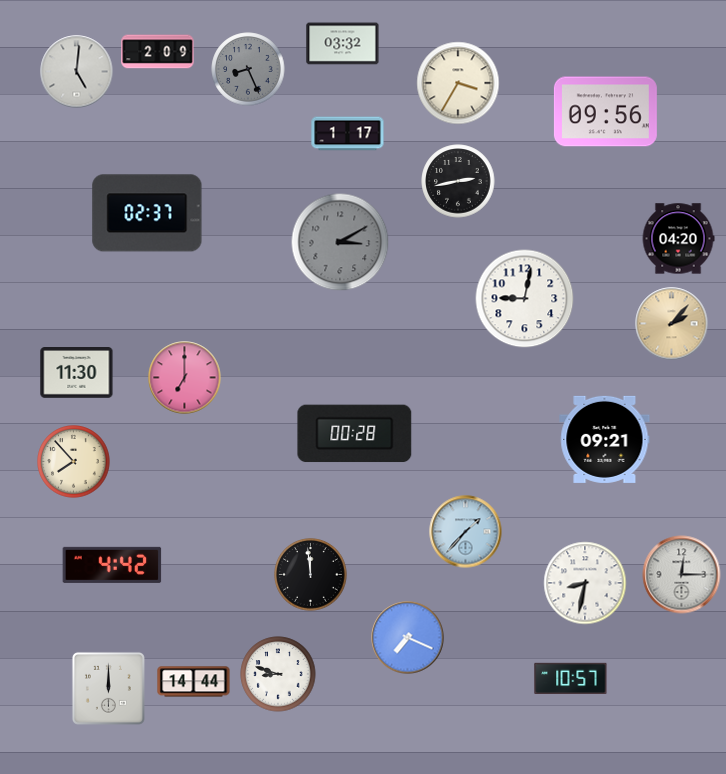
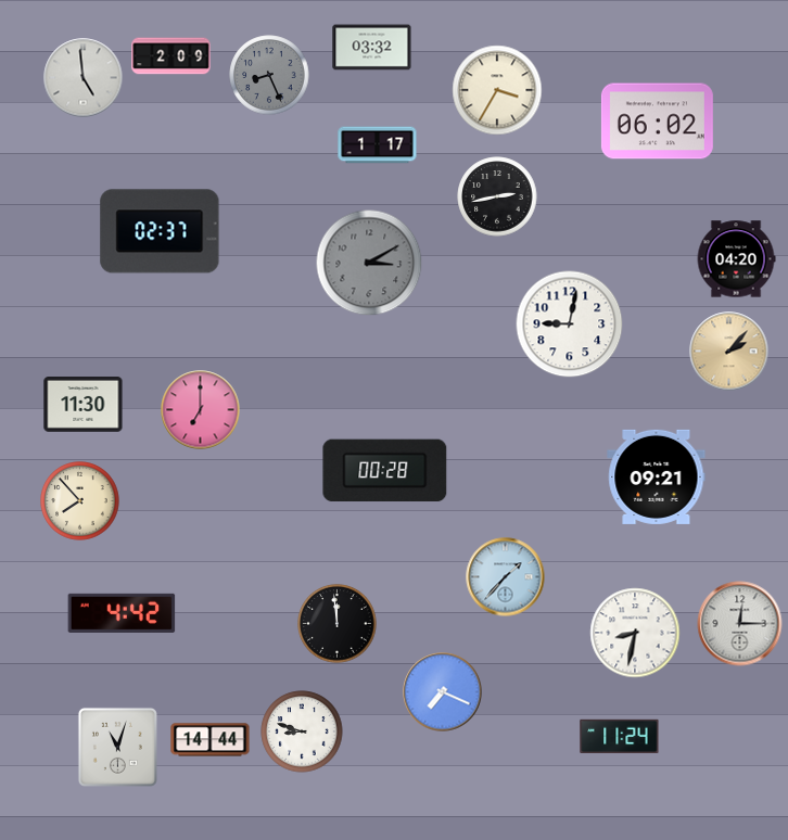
clock at (77, 72): 5:01 -> 4:59
clock at (605, 112): 09:56 -> 06:02
clock at (571, 678): 10:57 -> 11:24
clock at (108, 688): 12:00 -> 11:03
